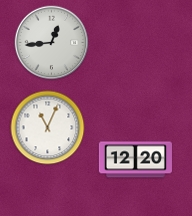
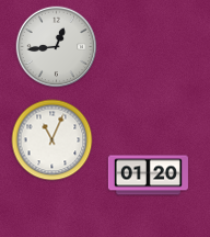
clock at (135, 160): 12:20 -> 01:20
